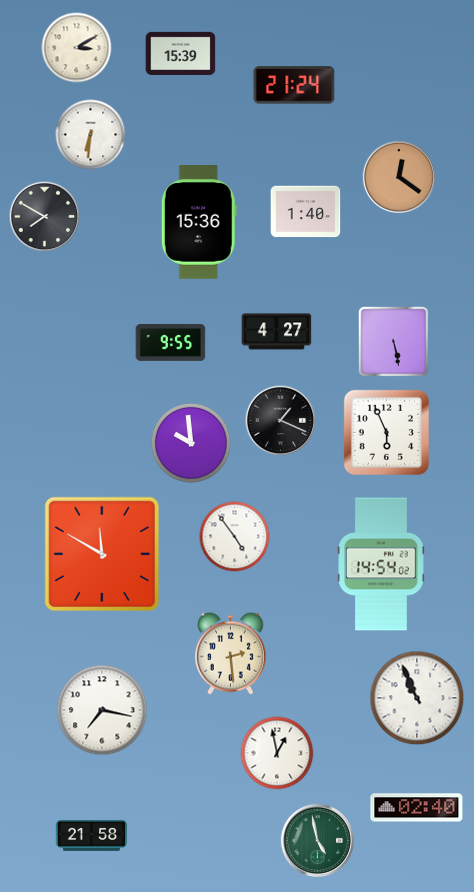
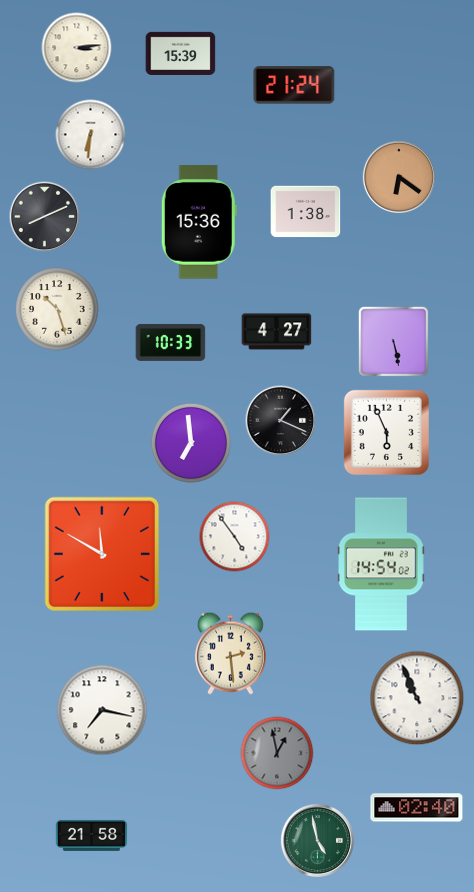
clock at (77, 48): 3:10 -> 3:14
clock at (398, 176): 12:21 -> 6:21
clock at (306, 212): 1:40 -> 1:38
clock at (45, 217): 7:50 -> 8:11
clock at (57, 309): none -> 10:27
clock at (171, 342): 9:55 -> 10:33
clock at (191, 443): 9:59 -> 6:59
clock at (277, 753) dial: white -> grey
